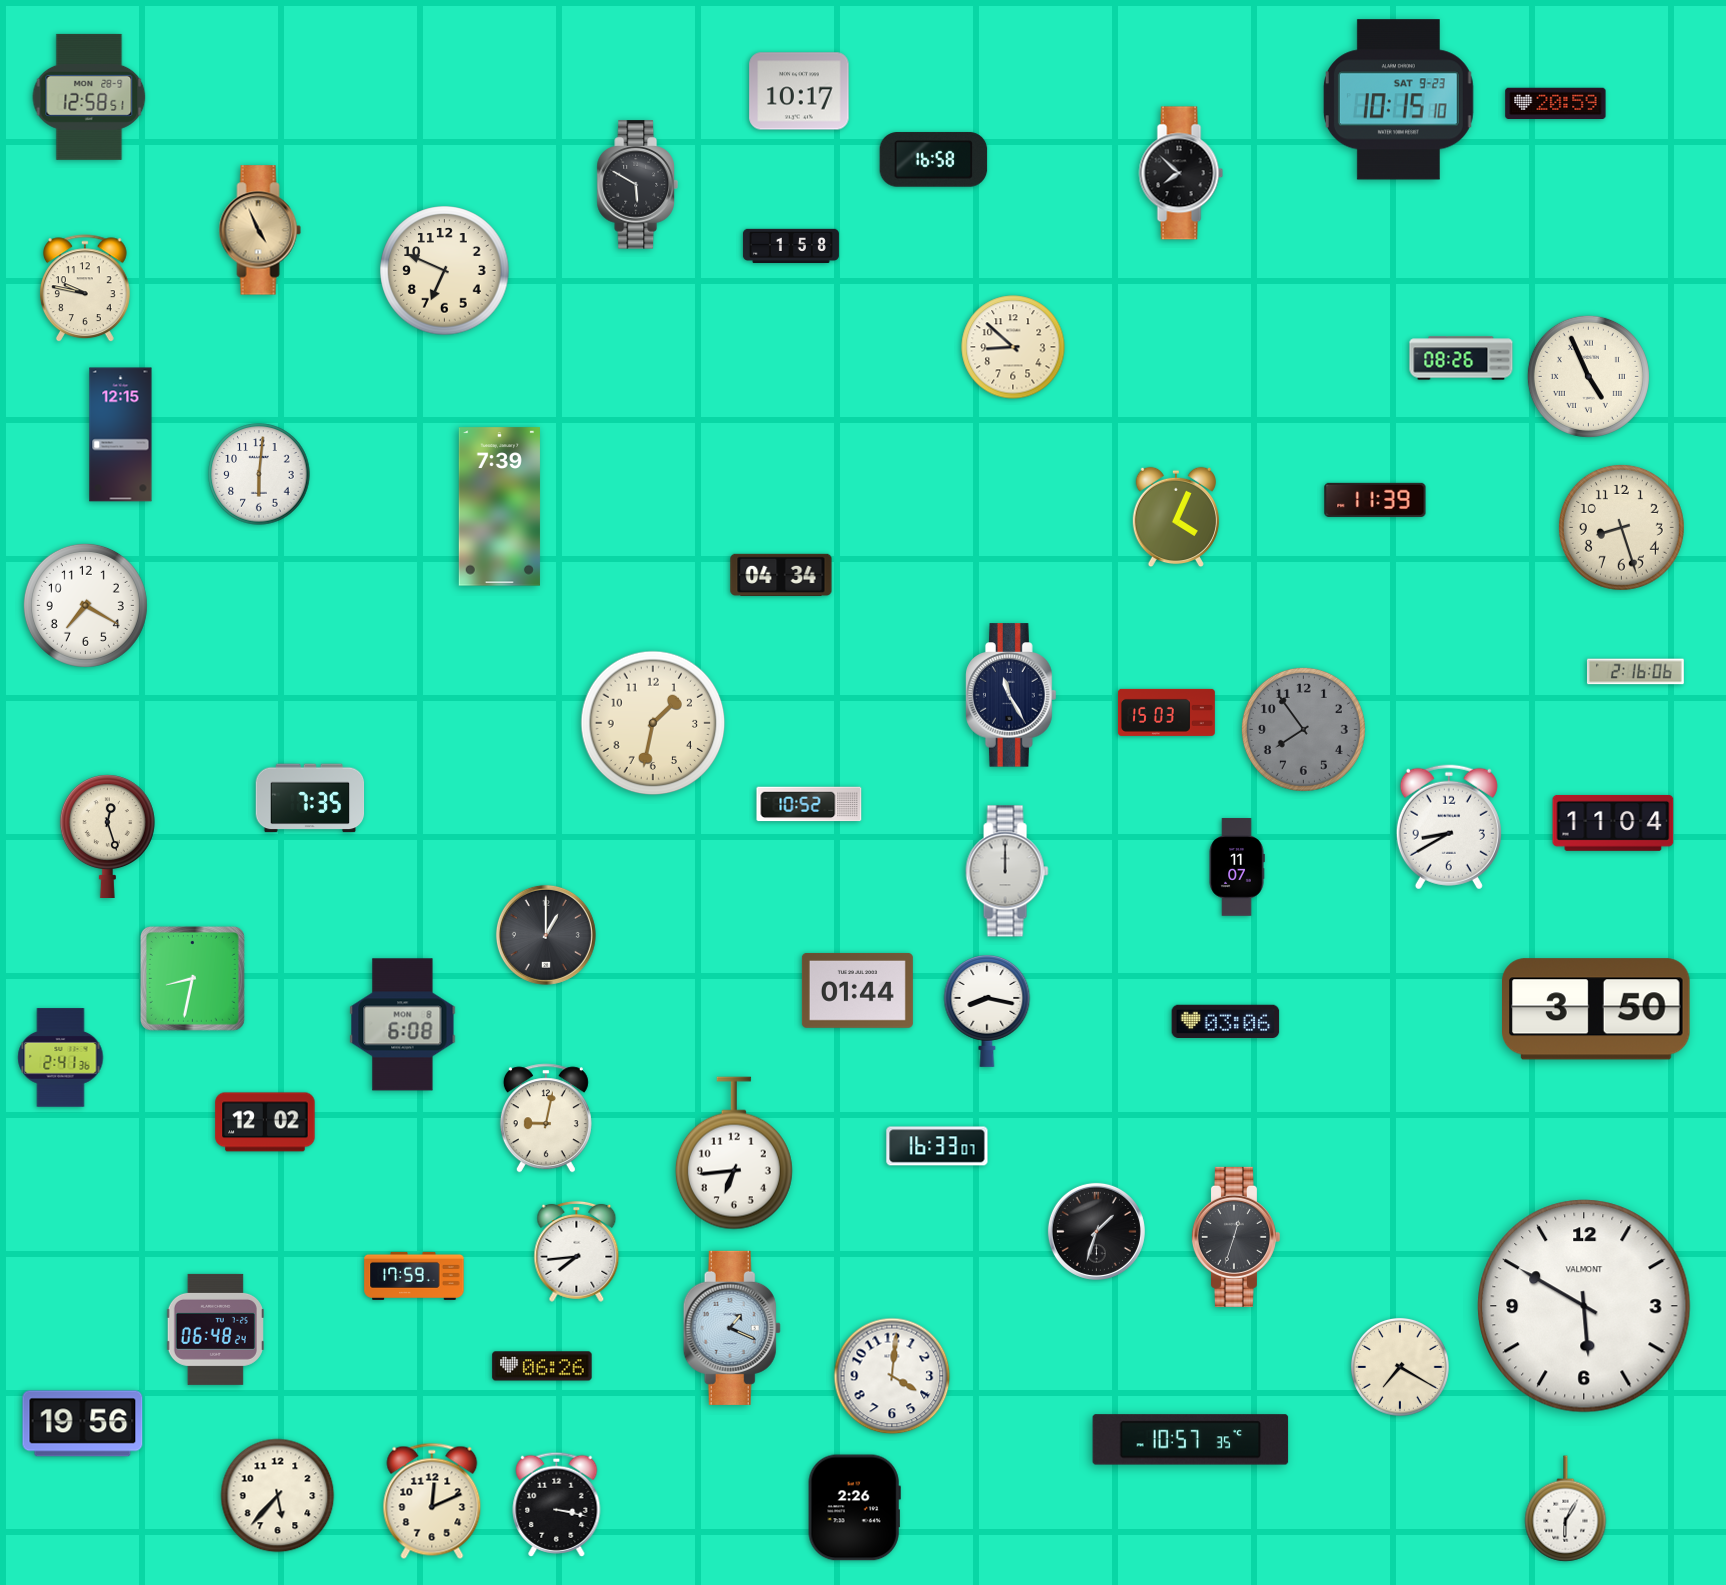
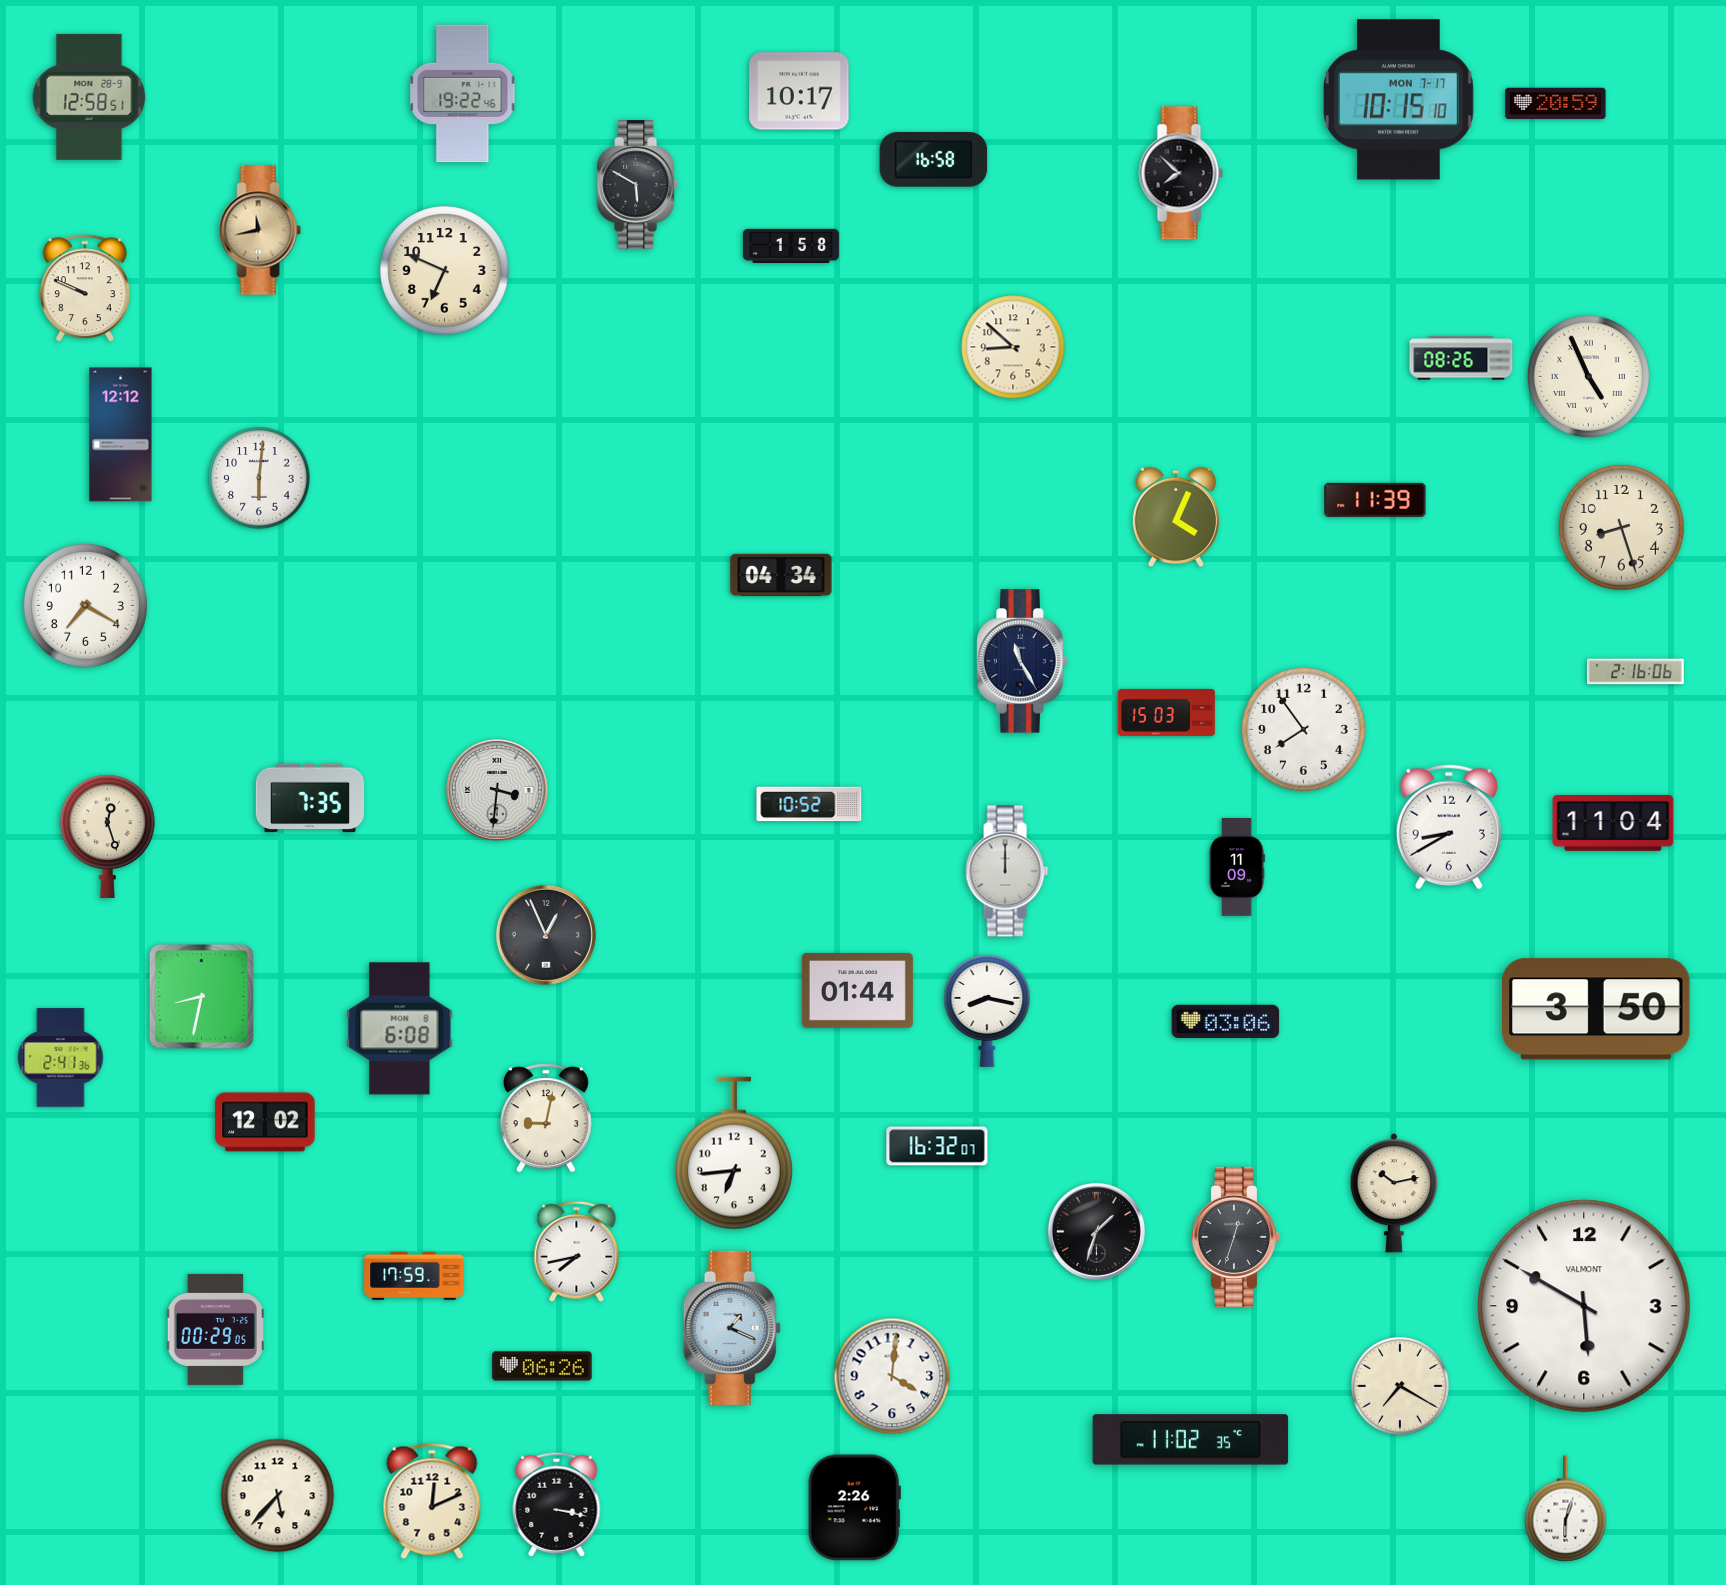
clock at (463, 94): none -> 19:22
clock at (1398, 100) date: SAT 9-23 -> MON 7-17
clock at (260, 230): 4:56 -> 11:43
clock at (85, 289): 9:47 -> 9:49
clock at (121, 435): 12:15 -> 12:12
clock at (259, 474) position: (259, 474) -> (259, 478)
clock at (499, 507): 7:39 -> none
clock at (1011, 695) position: (1011, 695) -> (1022, 661)
clock at (653, 723): 1:32 -> none
clock at (1303, 729) dial: grey -> white
clock at (497, 790): none -> 3:31
clock at (1237, 867): 11:07 -> 11:09
clock at (546, 935): 1:00 -> 12:56
clock at (192, 978) position: (192, 978) -> (201, 996)
clock at (403, 1025) position: (403, 1025) -> (400, 1029)
clock at (937, 1146): 16:33 -> 16:32
clock at (1393, 1193): none -> 10:13
clock at (577, 1251): 7:44 -> 7:43
clock at (215, 1329): 06:48 -> 00:29
clock at (1400, 1367) position: (1400, 1367) -> (1400, 1386)
clock at (83, 1424): 19:56 -> none
clock at (1191, 1440): 10:57 -> 11:02
clock at (1566, 1509): 6:05 -> 6:03
